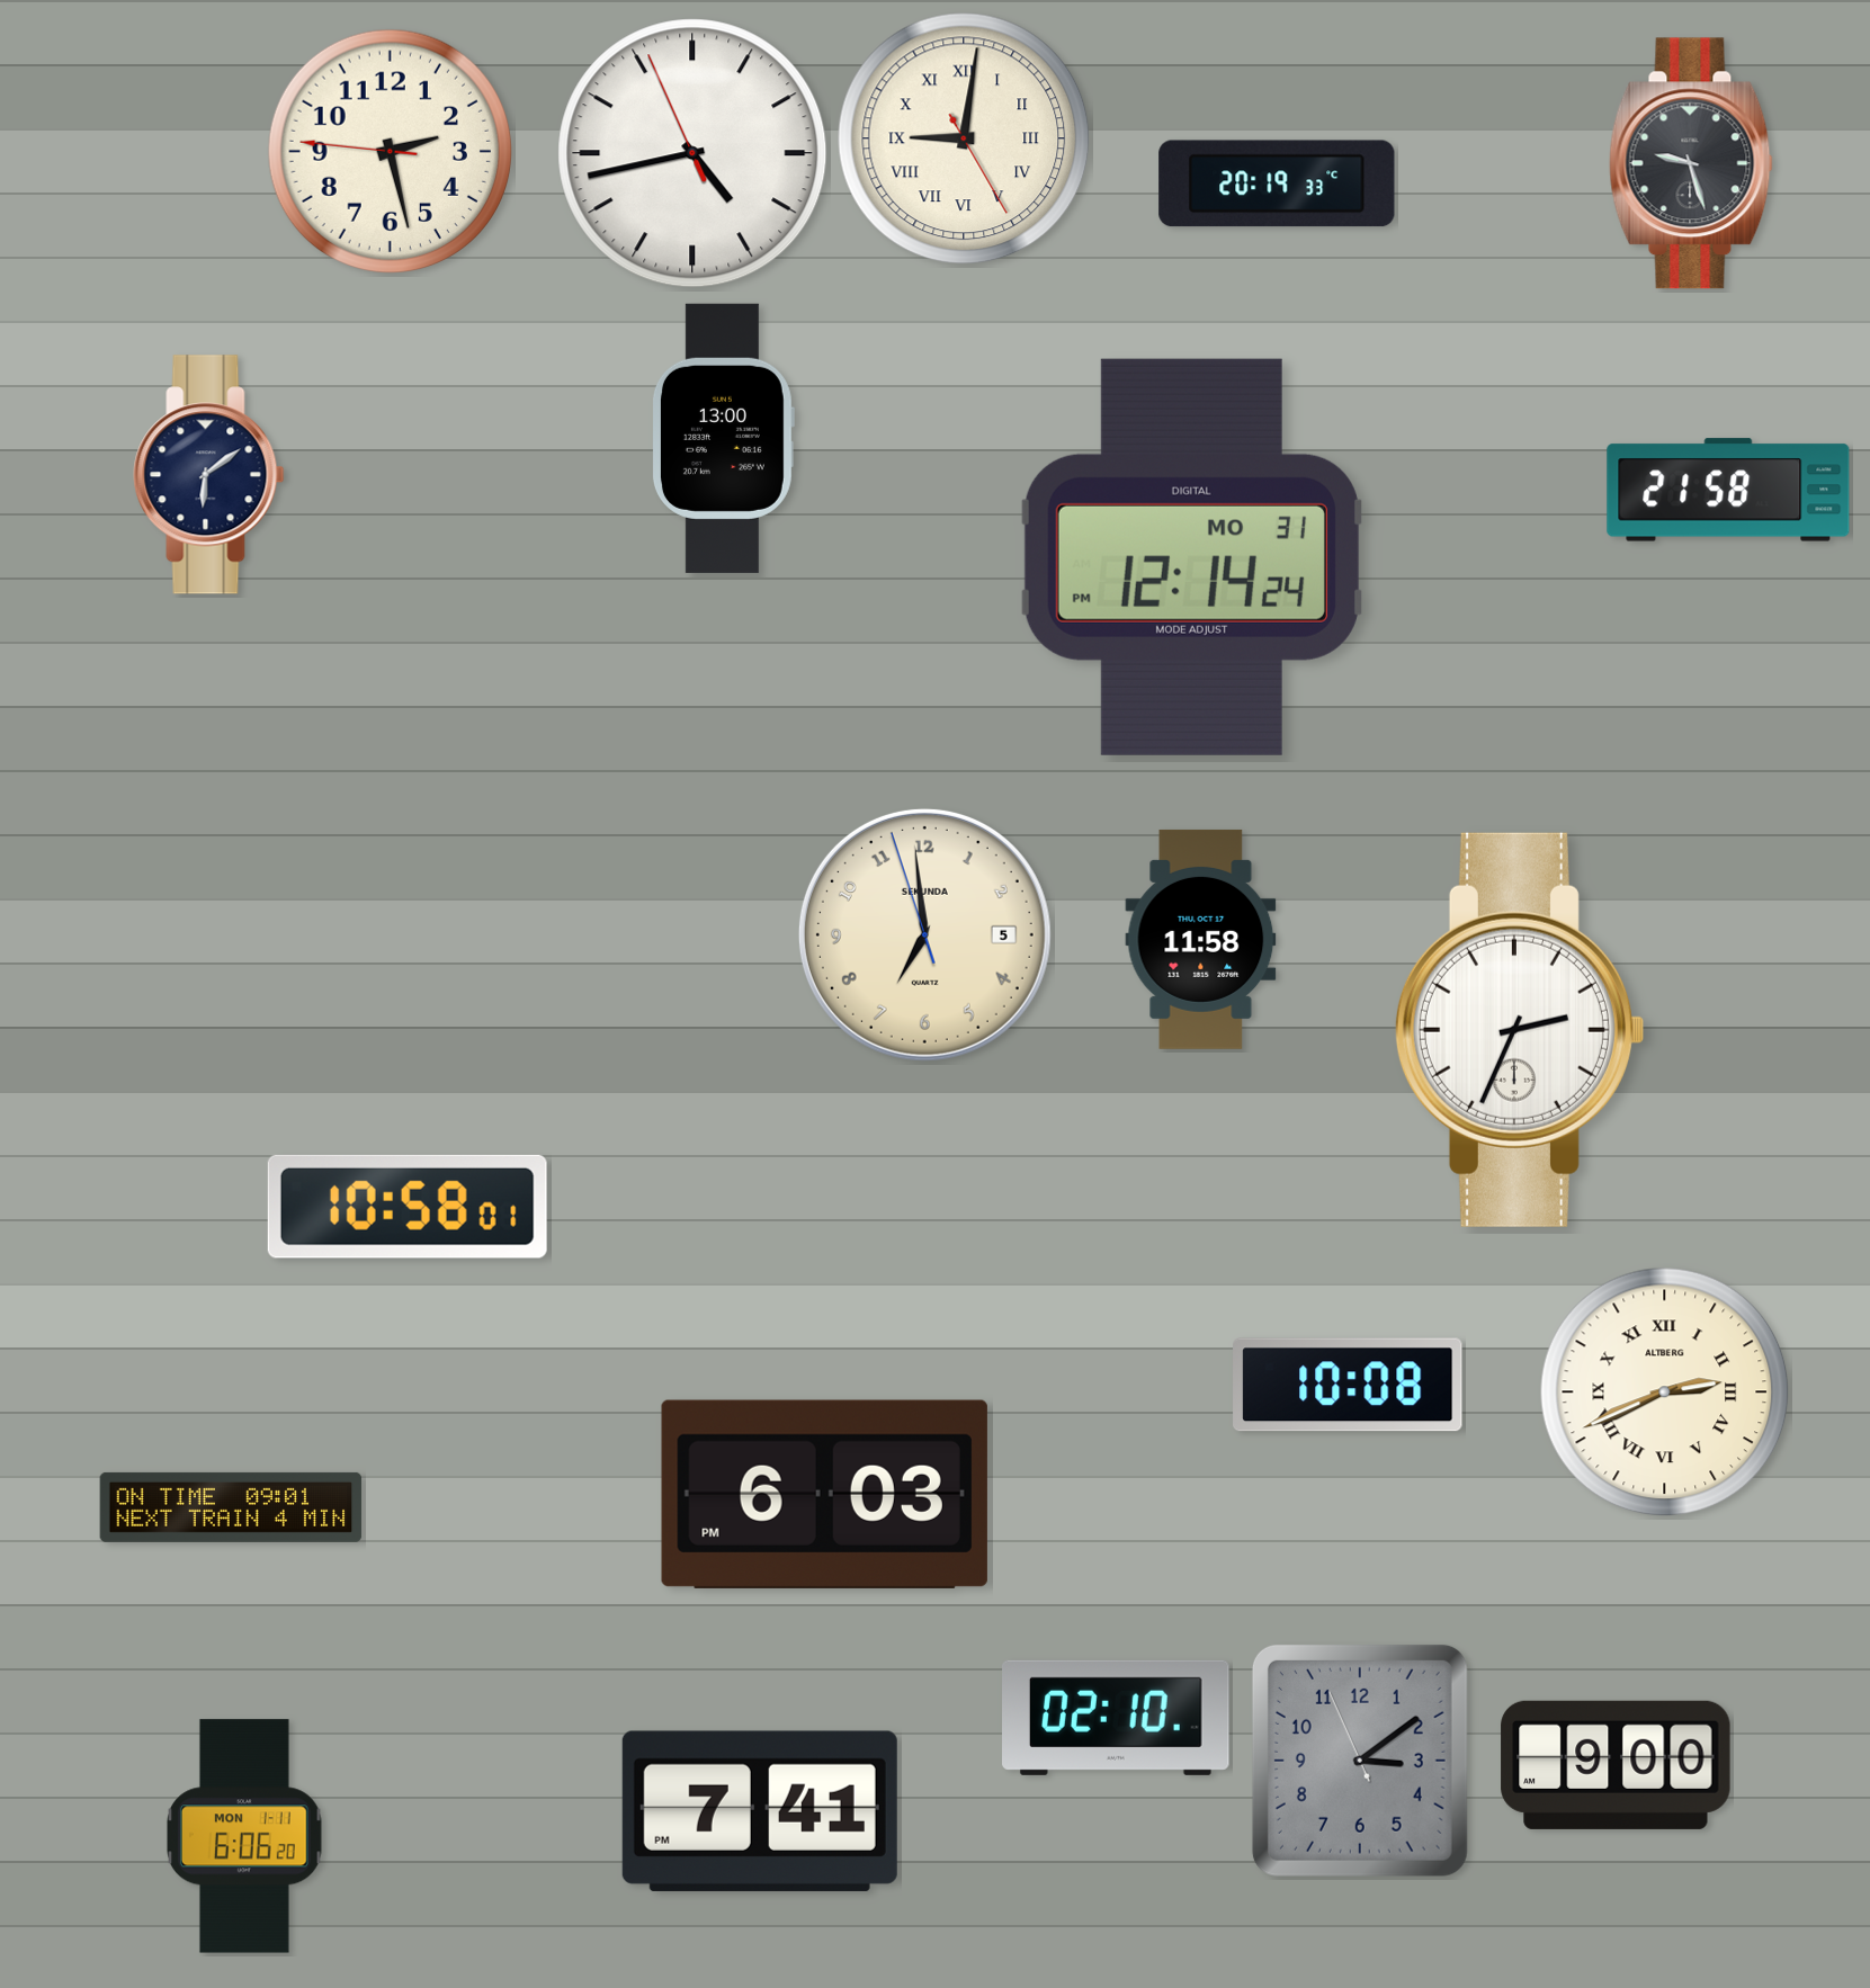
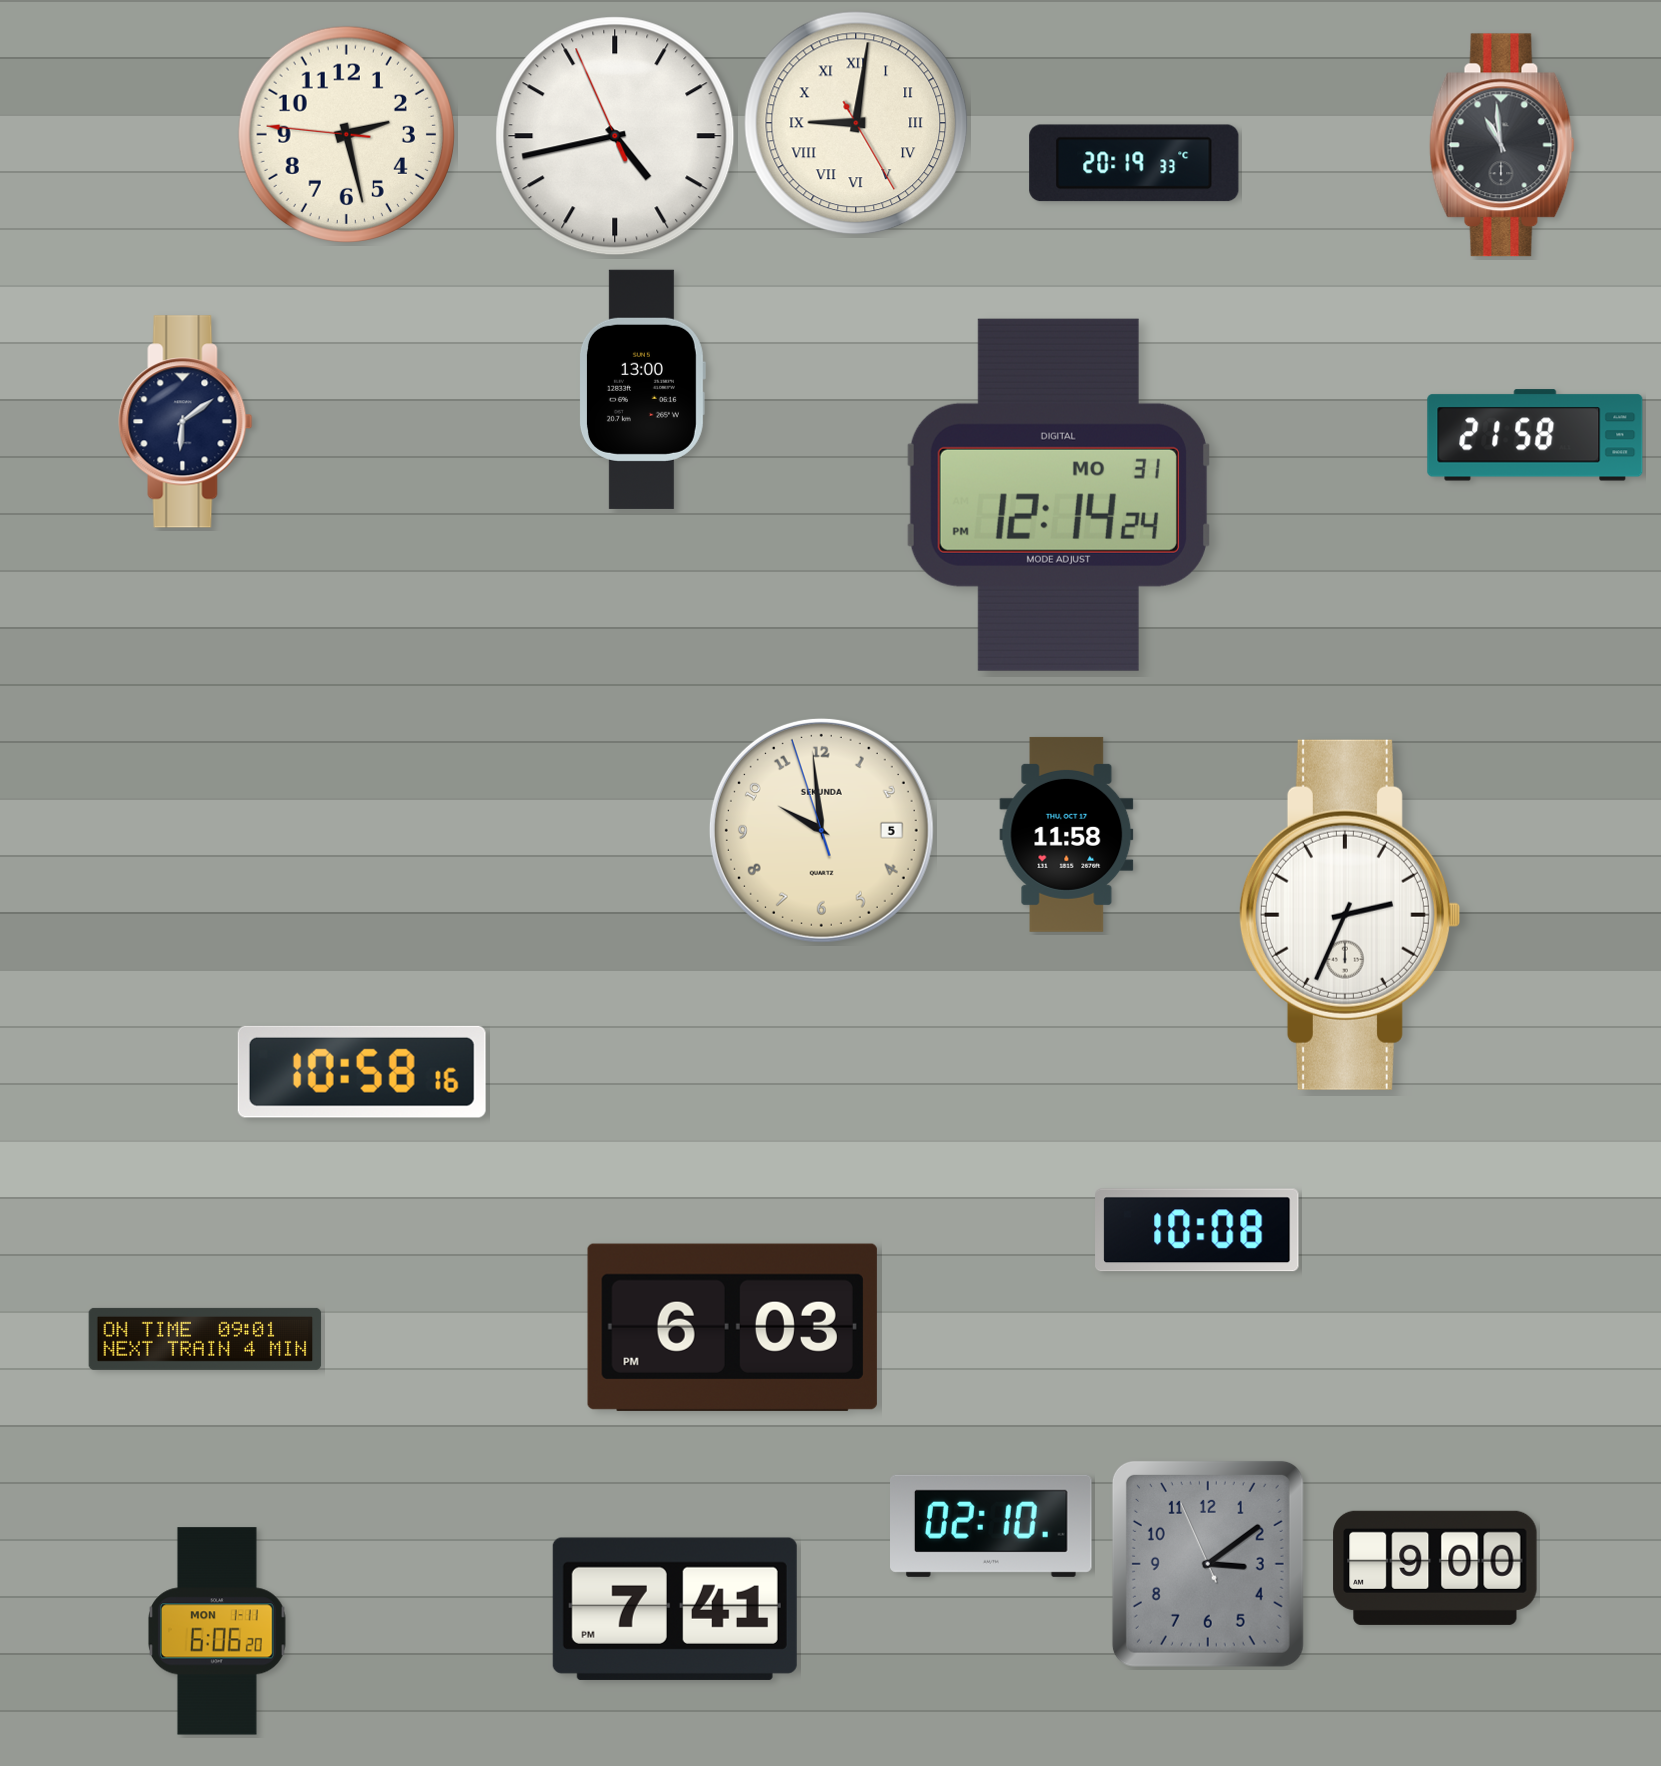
clock at (1691, 163): 9:27 -> 10:59
clock at (924, 934): 6:58 -> 9:58
clock at (408, 1207): 10:58:01 -> 10:58:16
clock at (1665, 1393): 2:41 -> none
